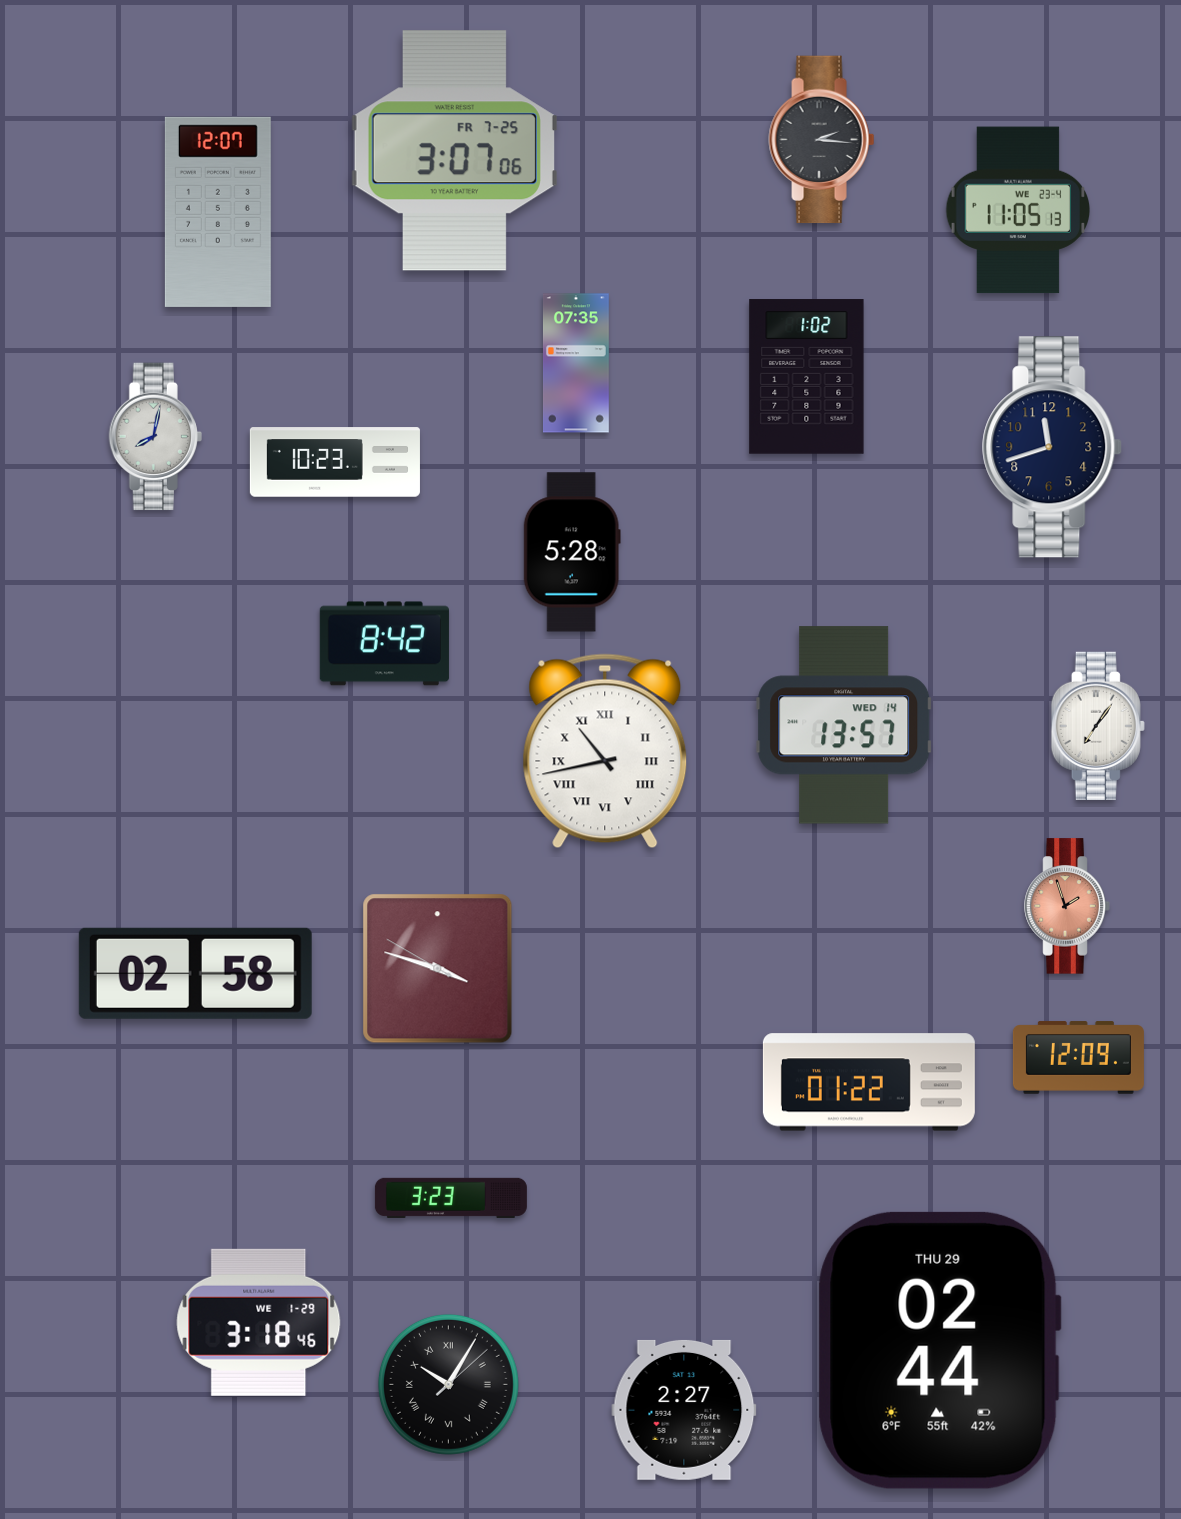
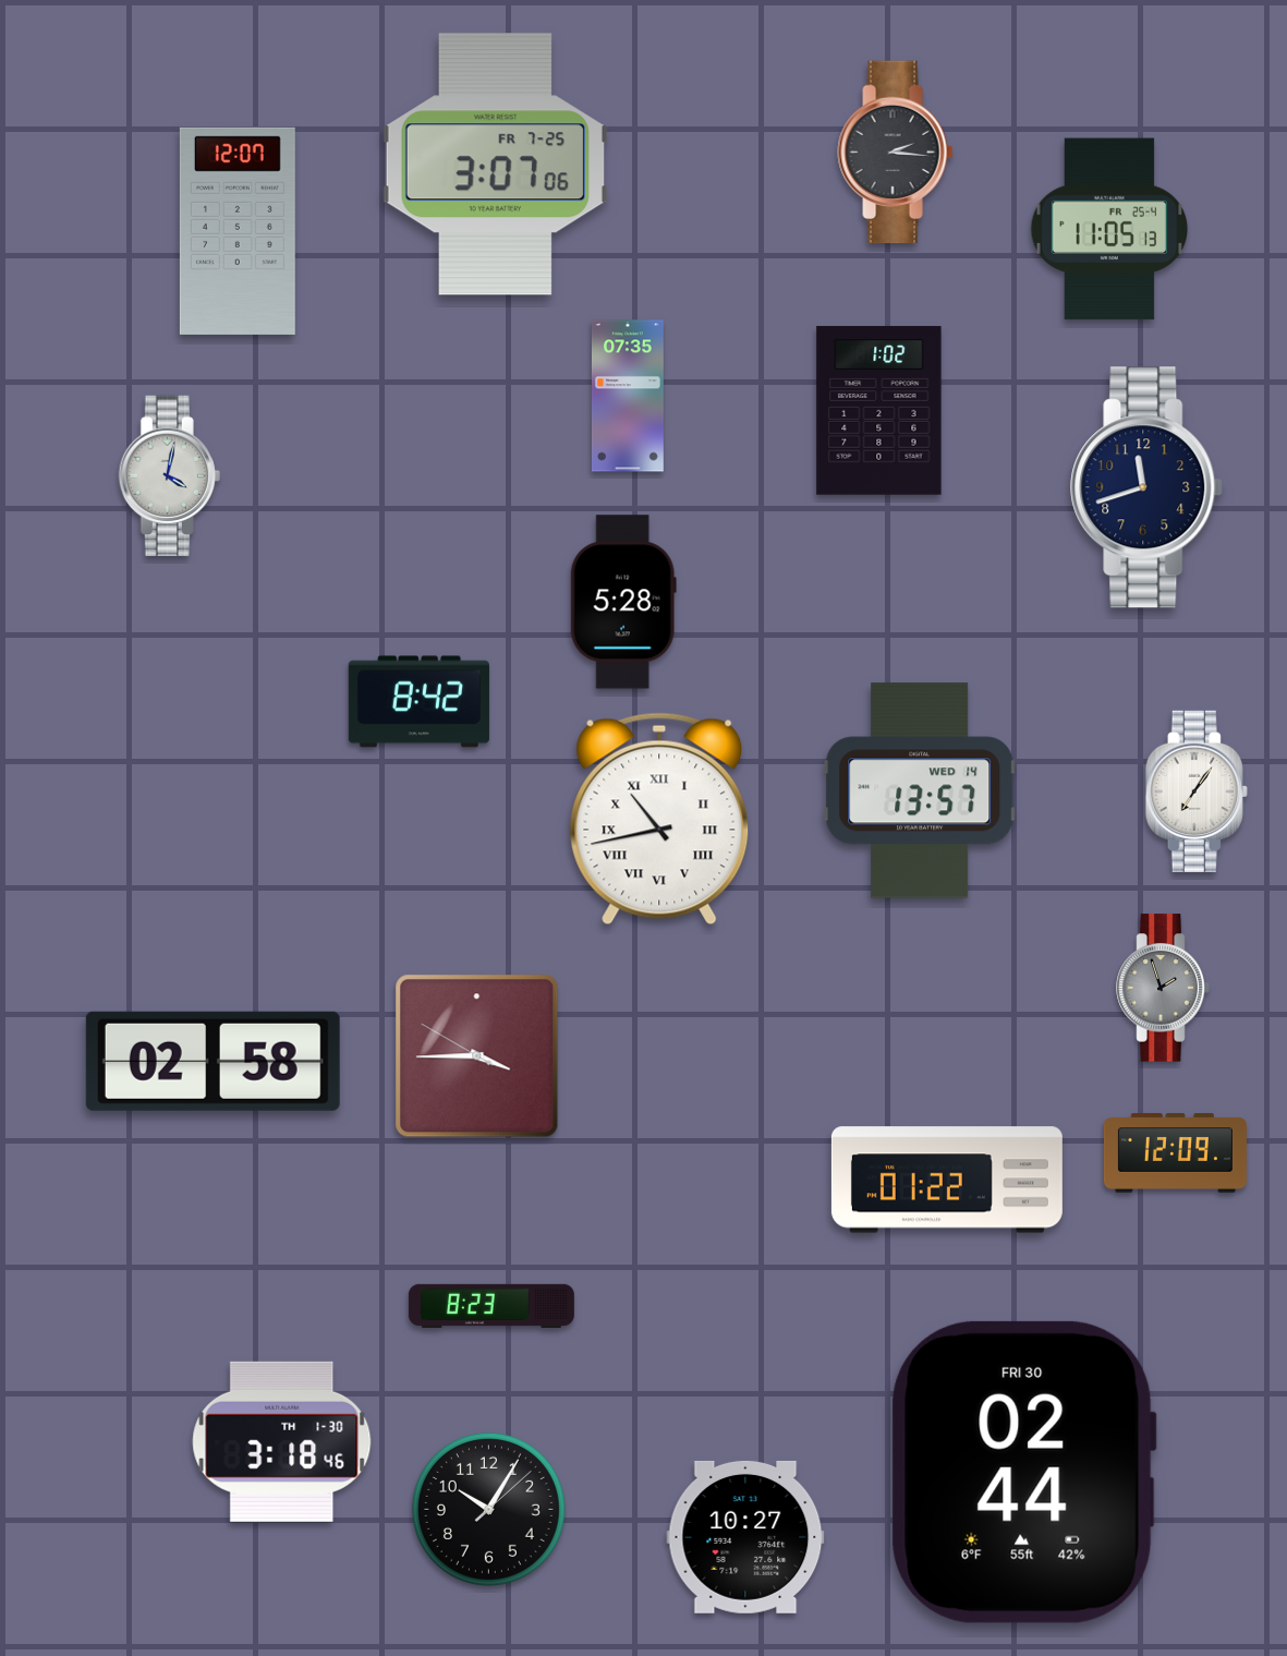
clock at (1017, 210) date: WE 23-4 -> FR 25-4
clock at (155, 437): 8:02 -> 4:02
clock at (335, 462): 10:23 -> none
clock at (1067, 906) dial: salmon -> grey
clock at (438, 969): 3:47 -> 3:44
clock at (451, 1198): 3:23 -> 8:23
clock at (259, 1322) date: WE 1-29 -> TH 1-30
clock at (939, 1350) date: THU 29 -> FRI 30
clock at (448, 1384) numerals: Roman -> Arabic
clock at (684, 1410): 2:27 -> 10:27
